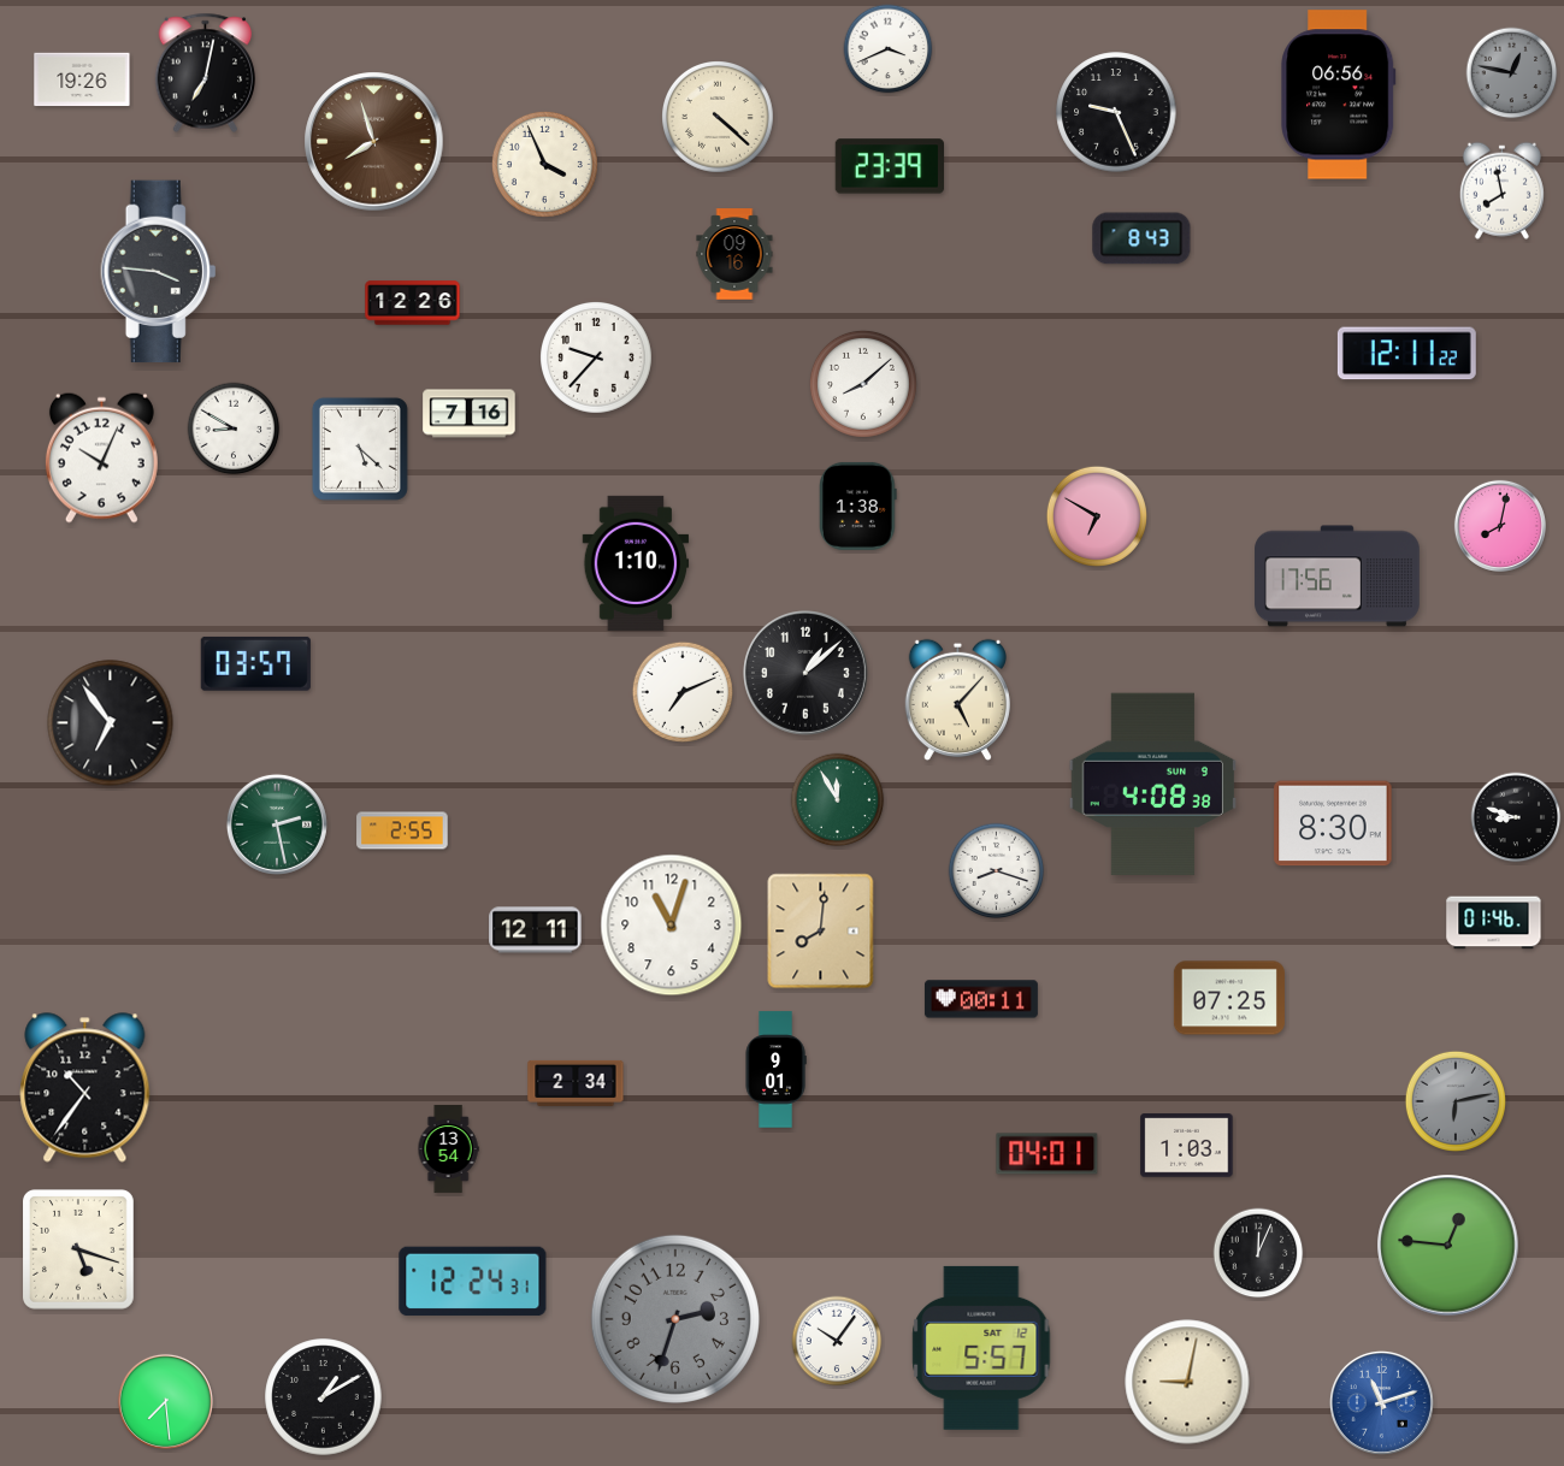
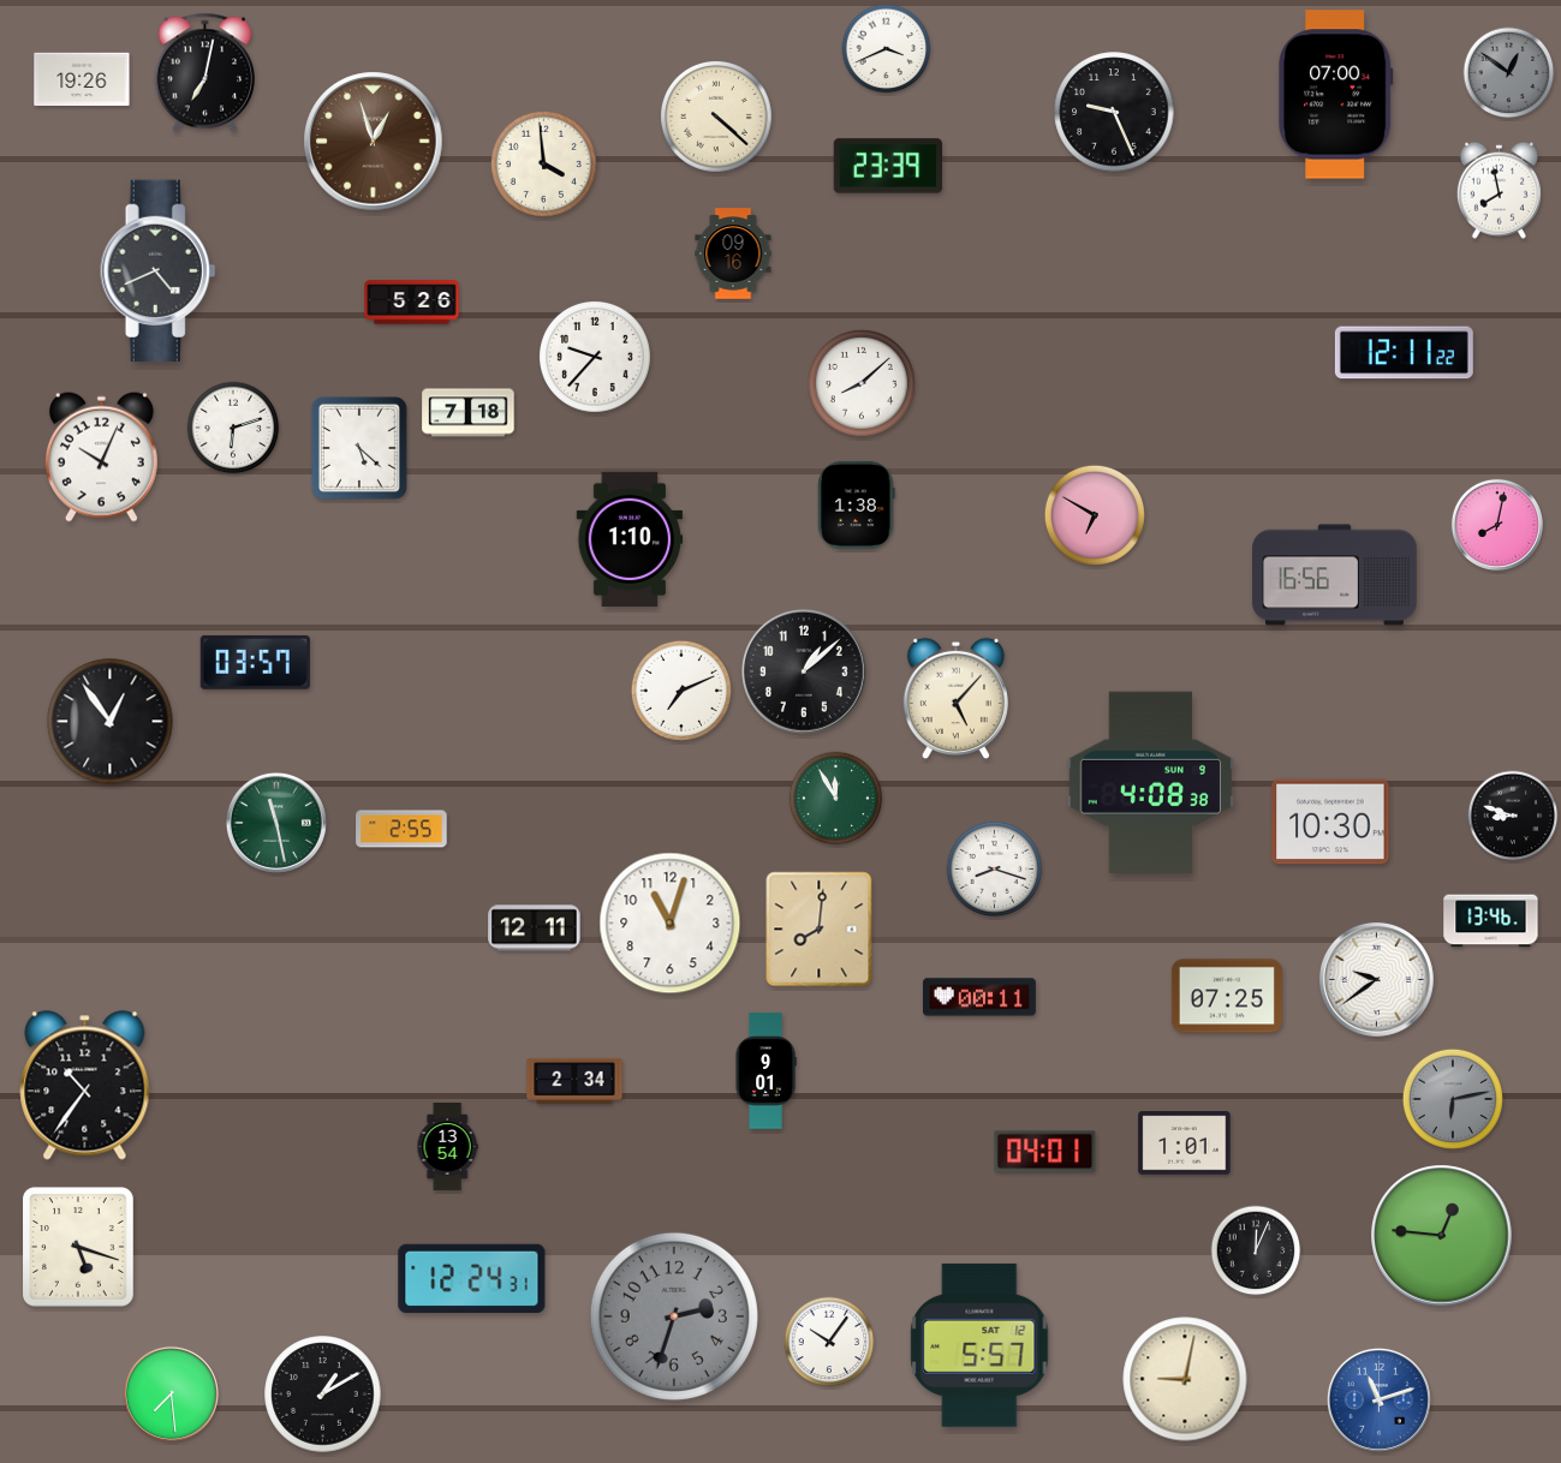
clock at (1512, 73): 12:47 -> 12:51
clock at (1339, 95): 06:56 -> 07:00
clock at (374, 142): 7:57 -> 12:57
clock at (544, 164): 3:56 -> 3:59
clock at (1141, 238): 8:43 -> none
clock at (159, 272): 3:46 -> 4:41
clock at (413, 303): 12:26 -> 5:26
clock at (470, 414): 7:16 -> 7:18
clock at (234, 428): 8:50 -> 6:12
clock at (636, 563) position: (636, 563) -> (630, 539)
clock at (1338, 577): 17:56 -> 16:56
clock at (111, 723): 6:54 -> 12:54
clock at (1333, 823): 8:30 -> 10:30
clock at (277, 824): 2:28 -> 11:28
clock at (1494, 923): 01:46 -> 13:46
clock at (1376, 979): none -> 9:39
clock at (775, 1070) position: (775, 1070) -> (765, 1071)
clock at (1187, 1146): 1:03 -> 1:01
clock at (1448, 1246) position: (1448, 1246) -> (1442, 1236)
clock at (837, 1341) position: (837, 1341) -> (829, 1342)
clock at (165, 1401) position: (165, 1401) -> (171, 1393)
